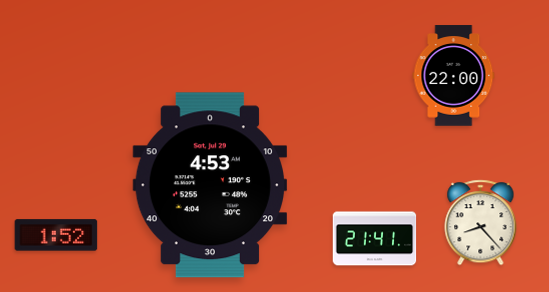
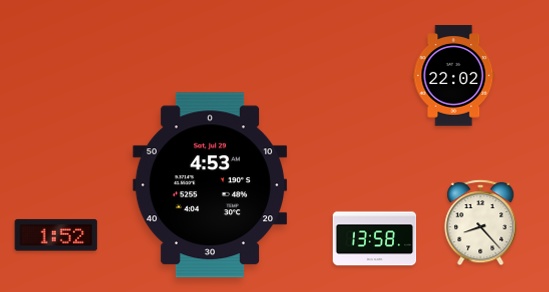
clock at (454, 76): 22:00 -> 22:02
clock at (375, 239): 21:41 -> 13:58
